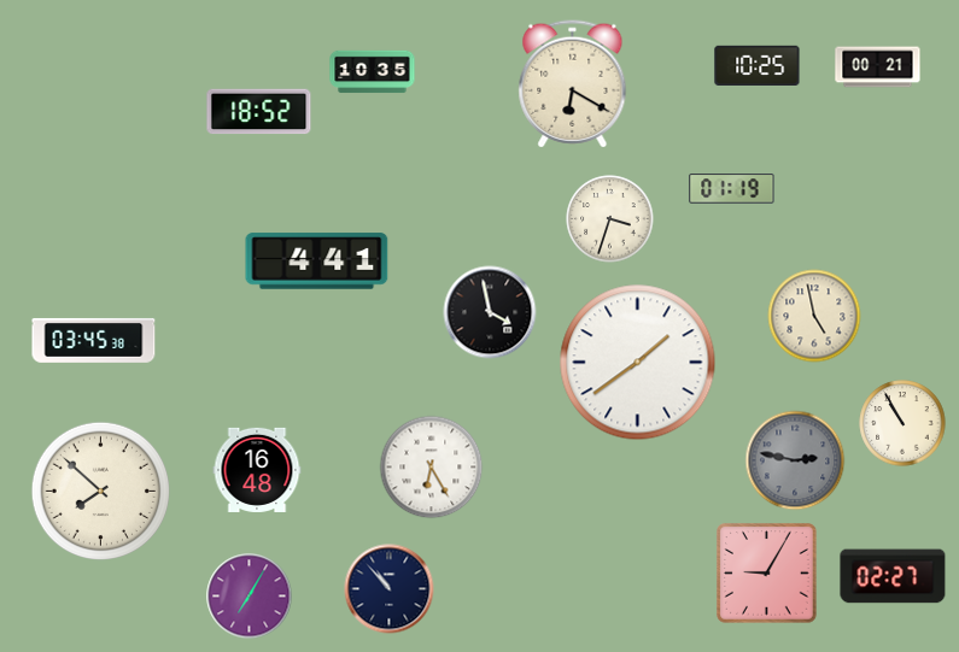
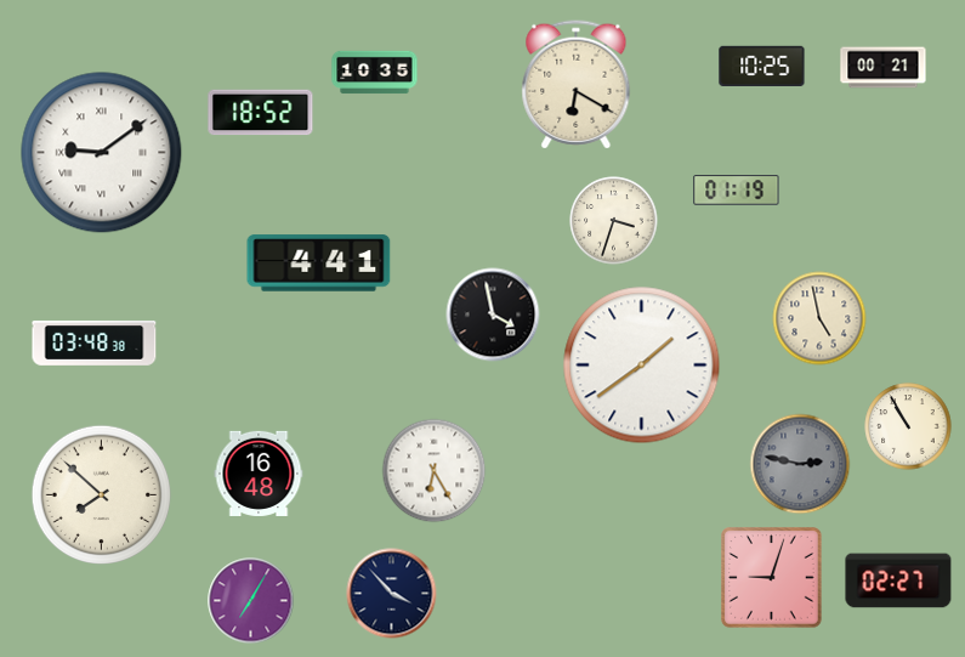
clock at (102, 153): none -> 9:09
clock at (94, 340): 03:45 -> 03:48
clock at (767, 574): 9:05 -> 9:03
clock at (390, 589): 10:53 -> 3:53
